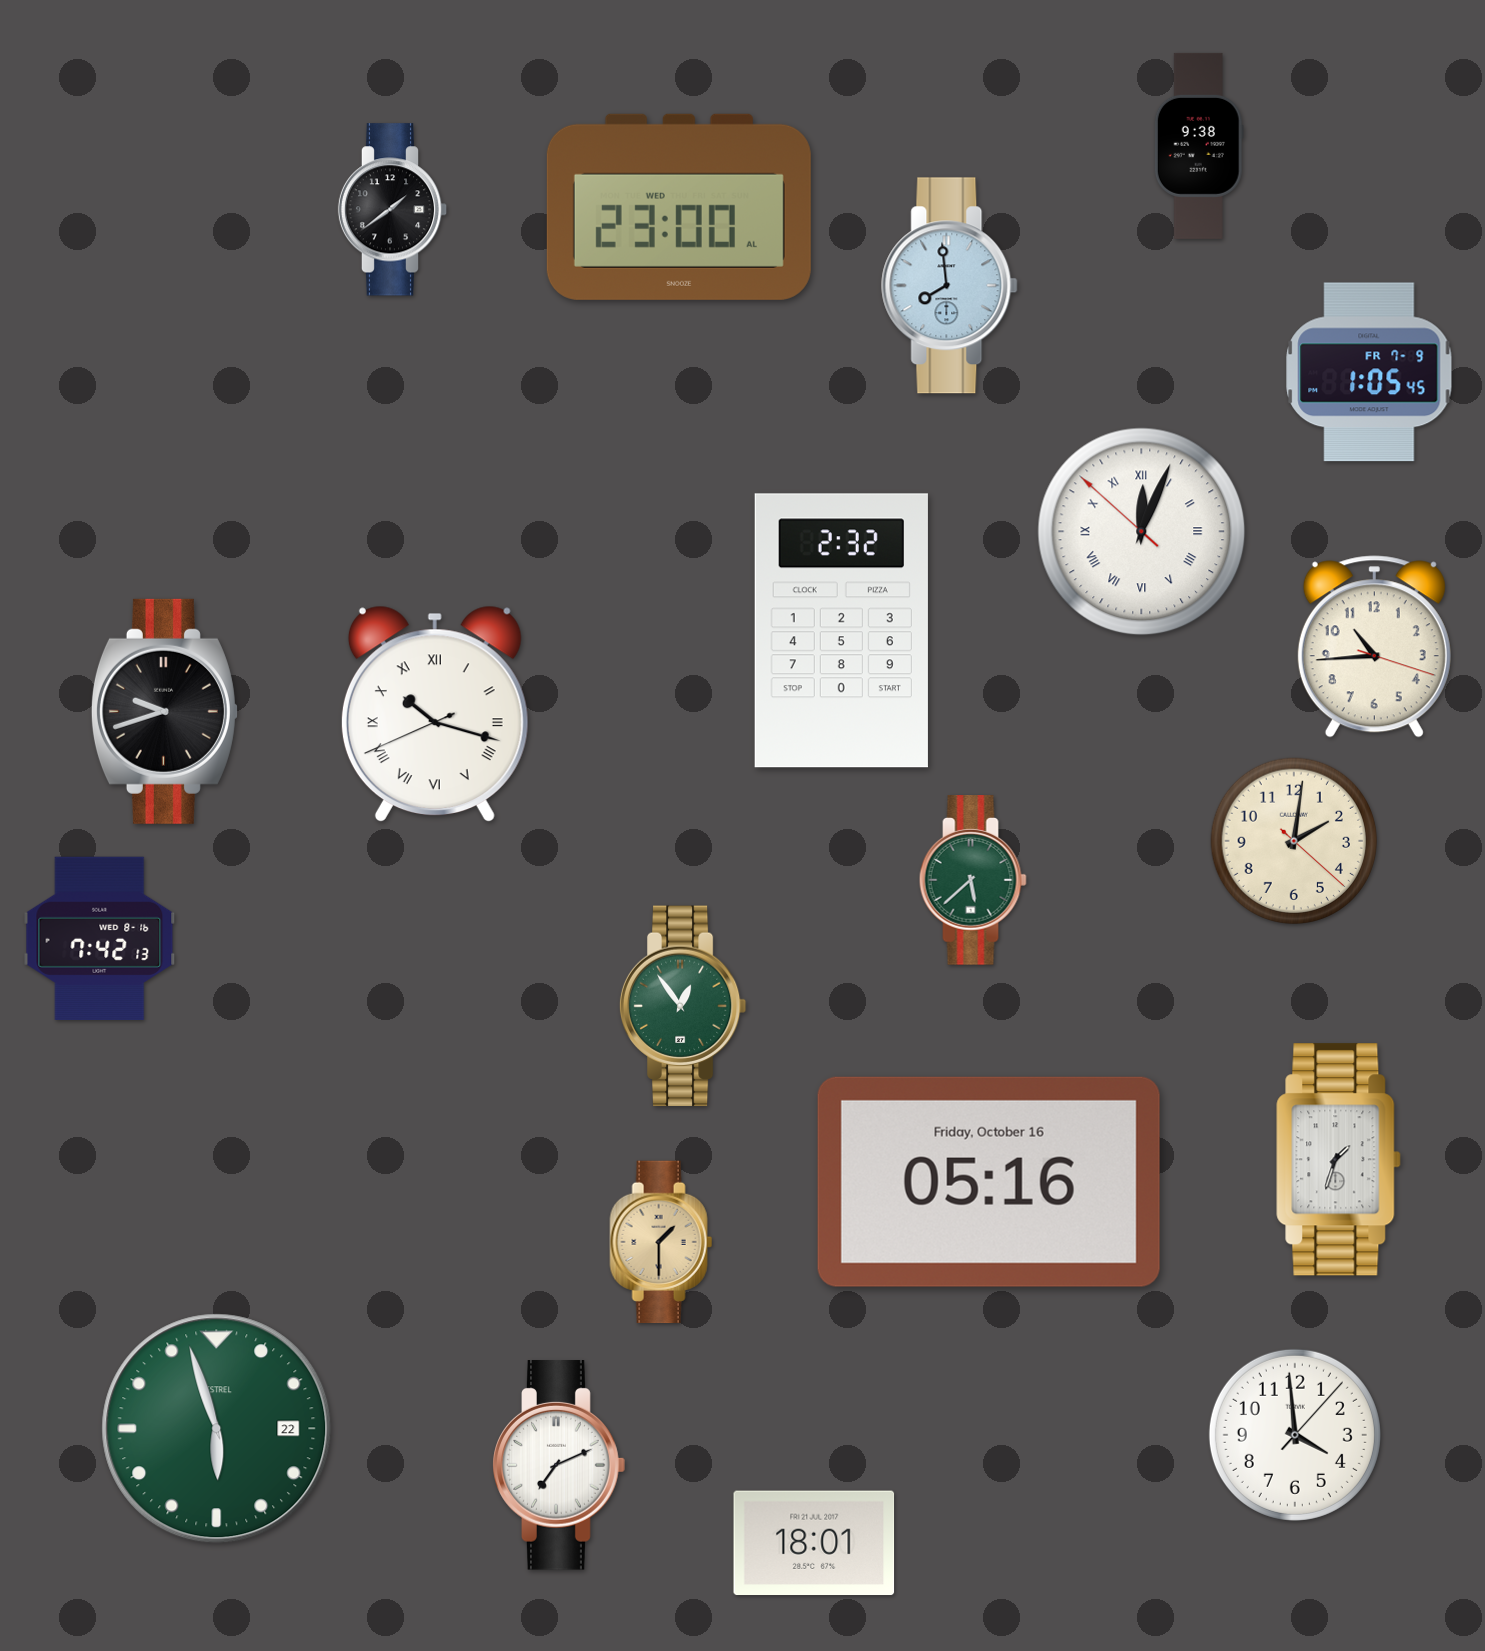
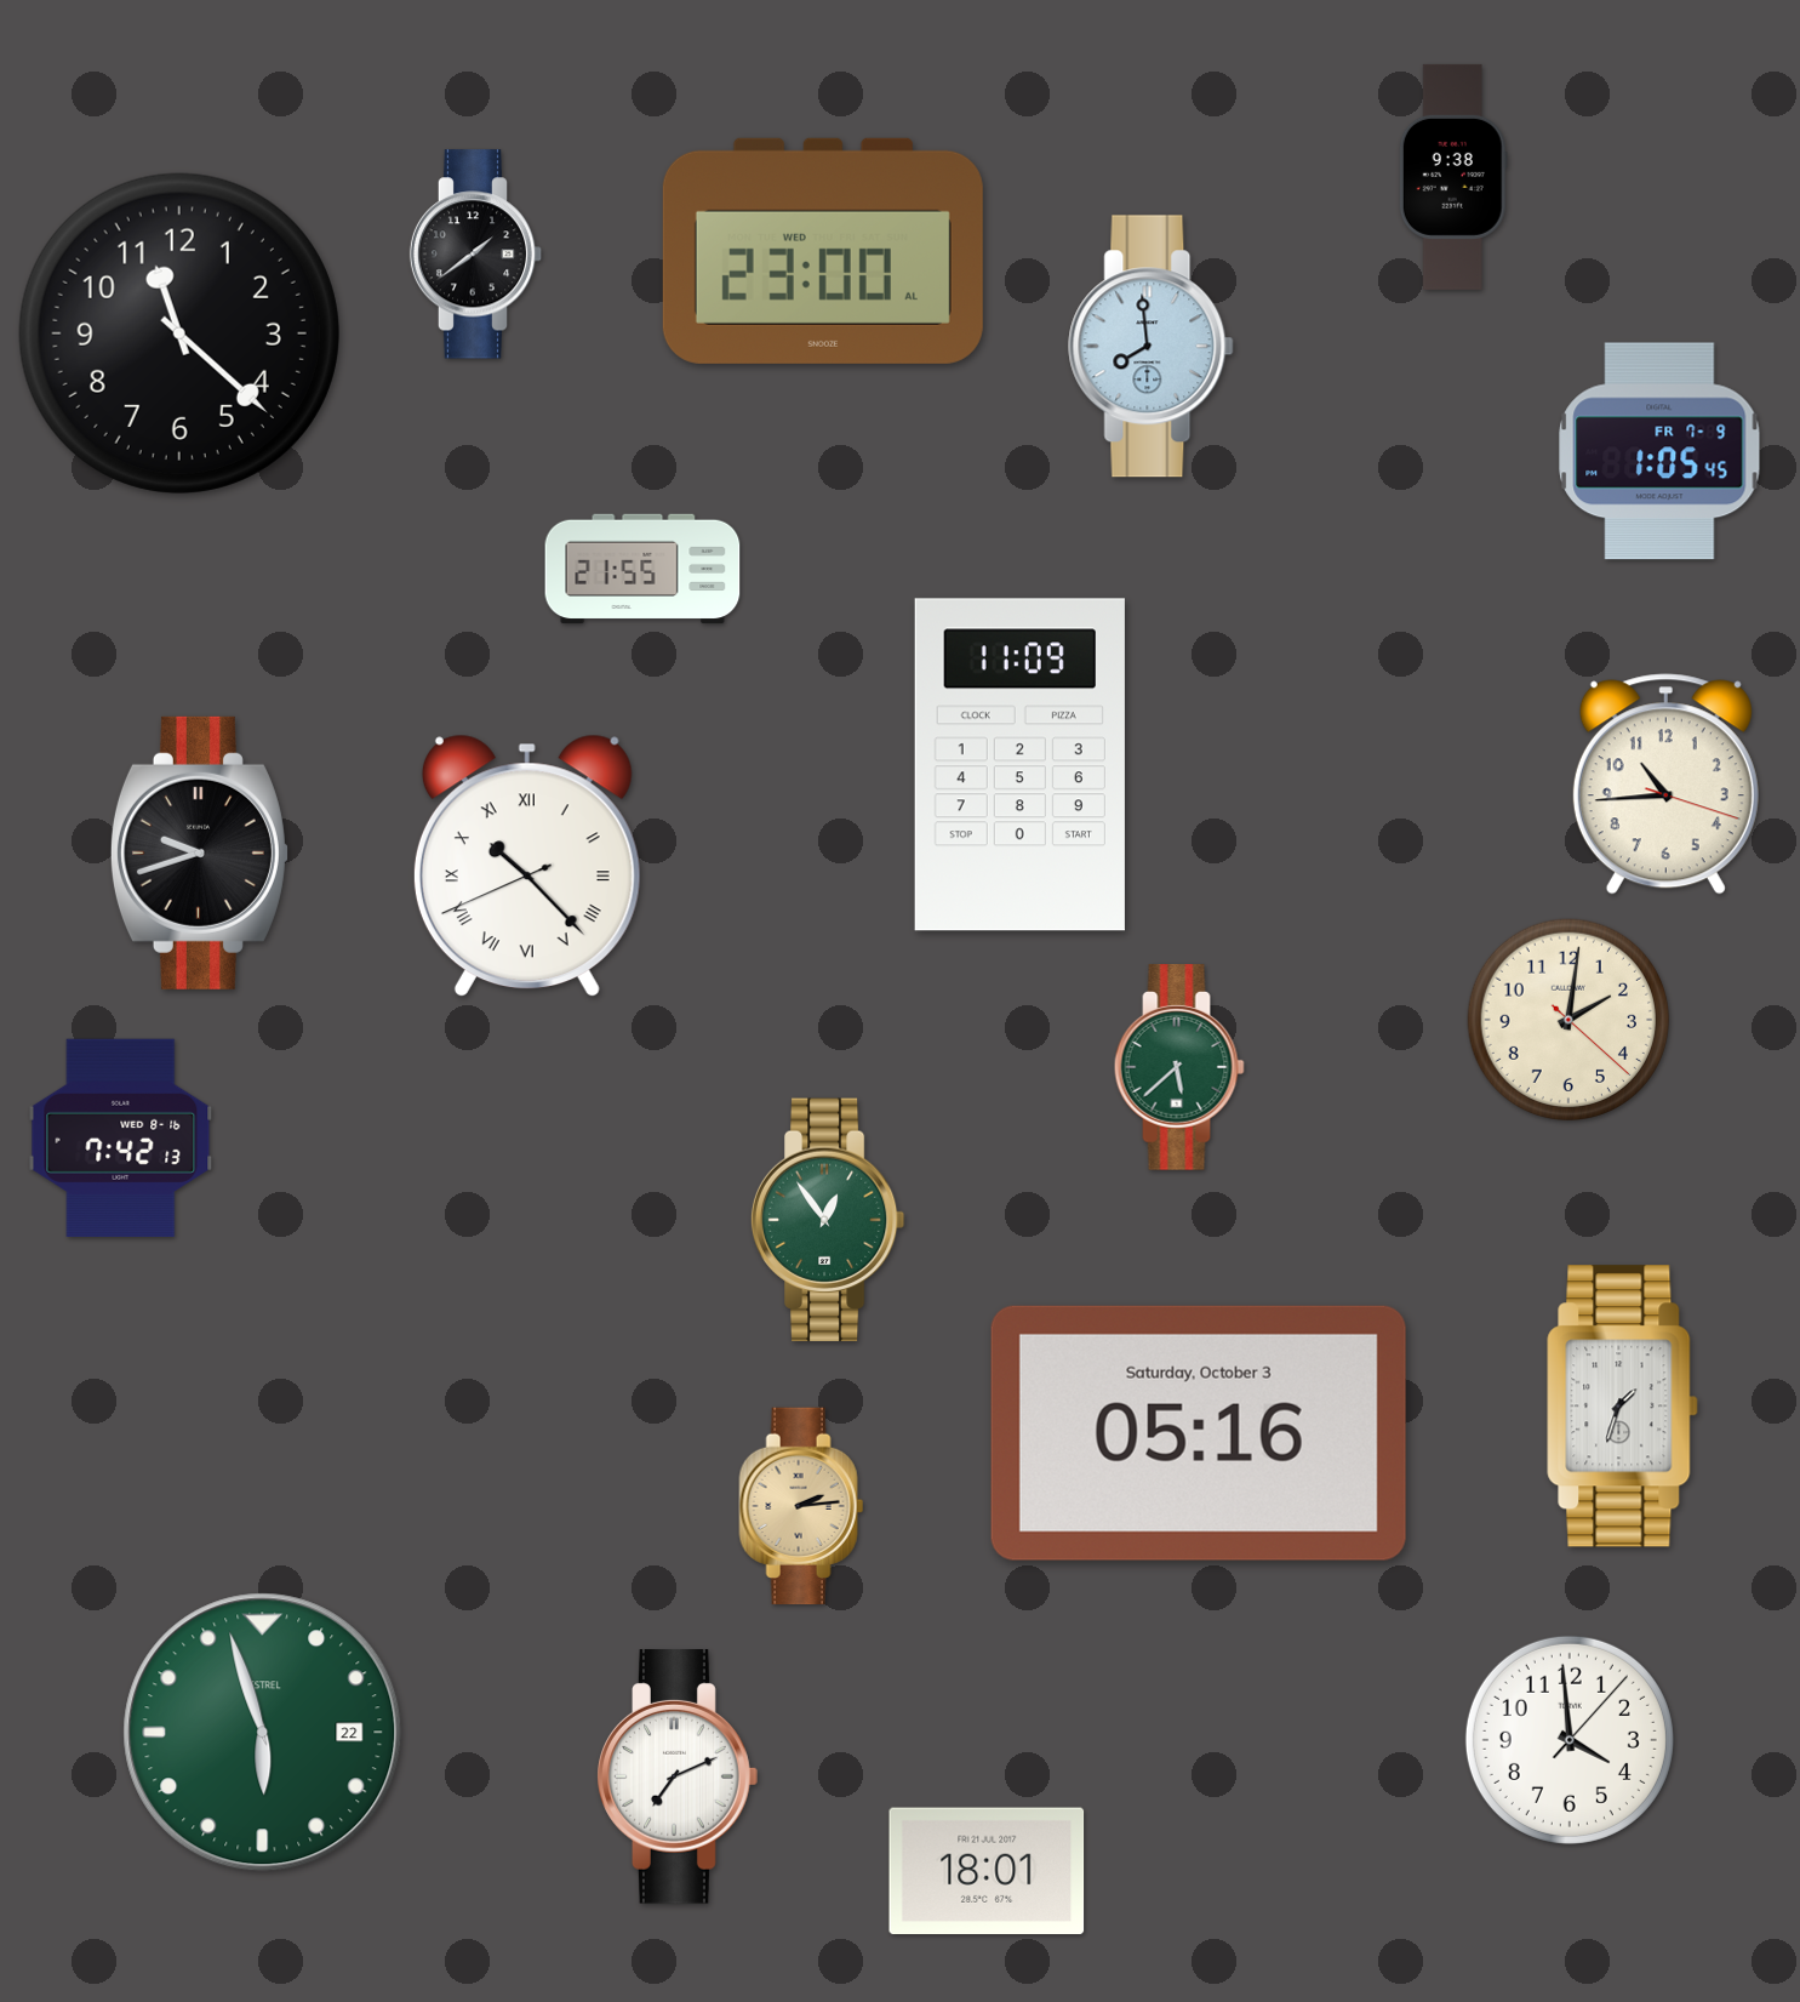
clock at (179, 333): none -> 11:22
clock at (642, 569): none -> 21:55
clock at (1142, 532): 12:03 -> none
clock at (841, 631): 2:32 -> 11:09
clock at (164, 711) position: (164, 711) -> (199, 852)
clock at (435, 713): 10:17 -> 10:22
clock at (989, 1182) date: Friday, October 16 -> Saturday, October 3
clock at (661, 1242): 1:30 -> 2:14
